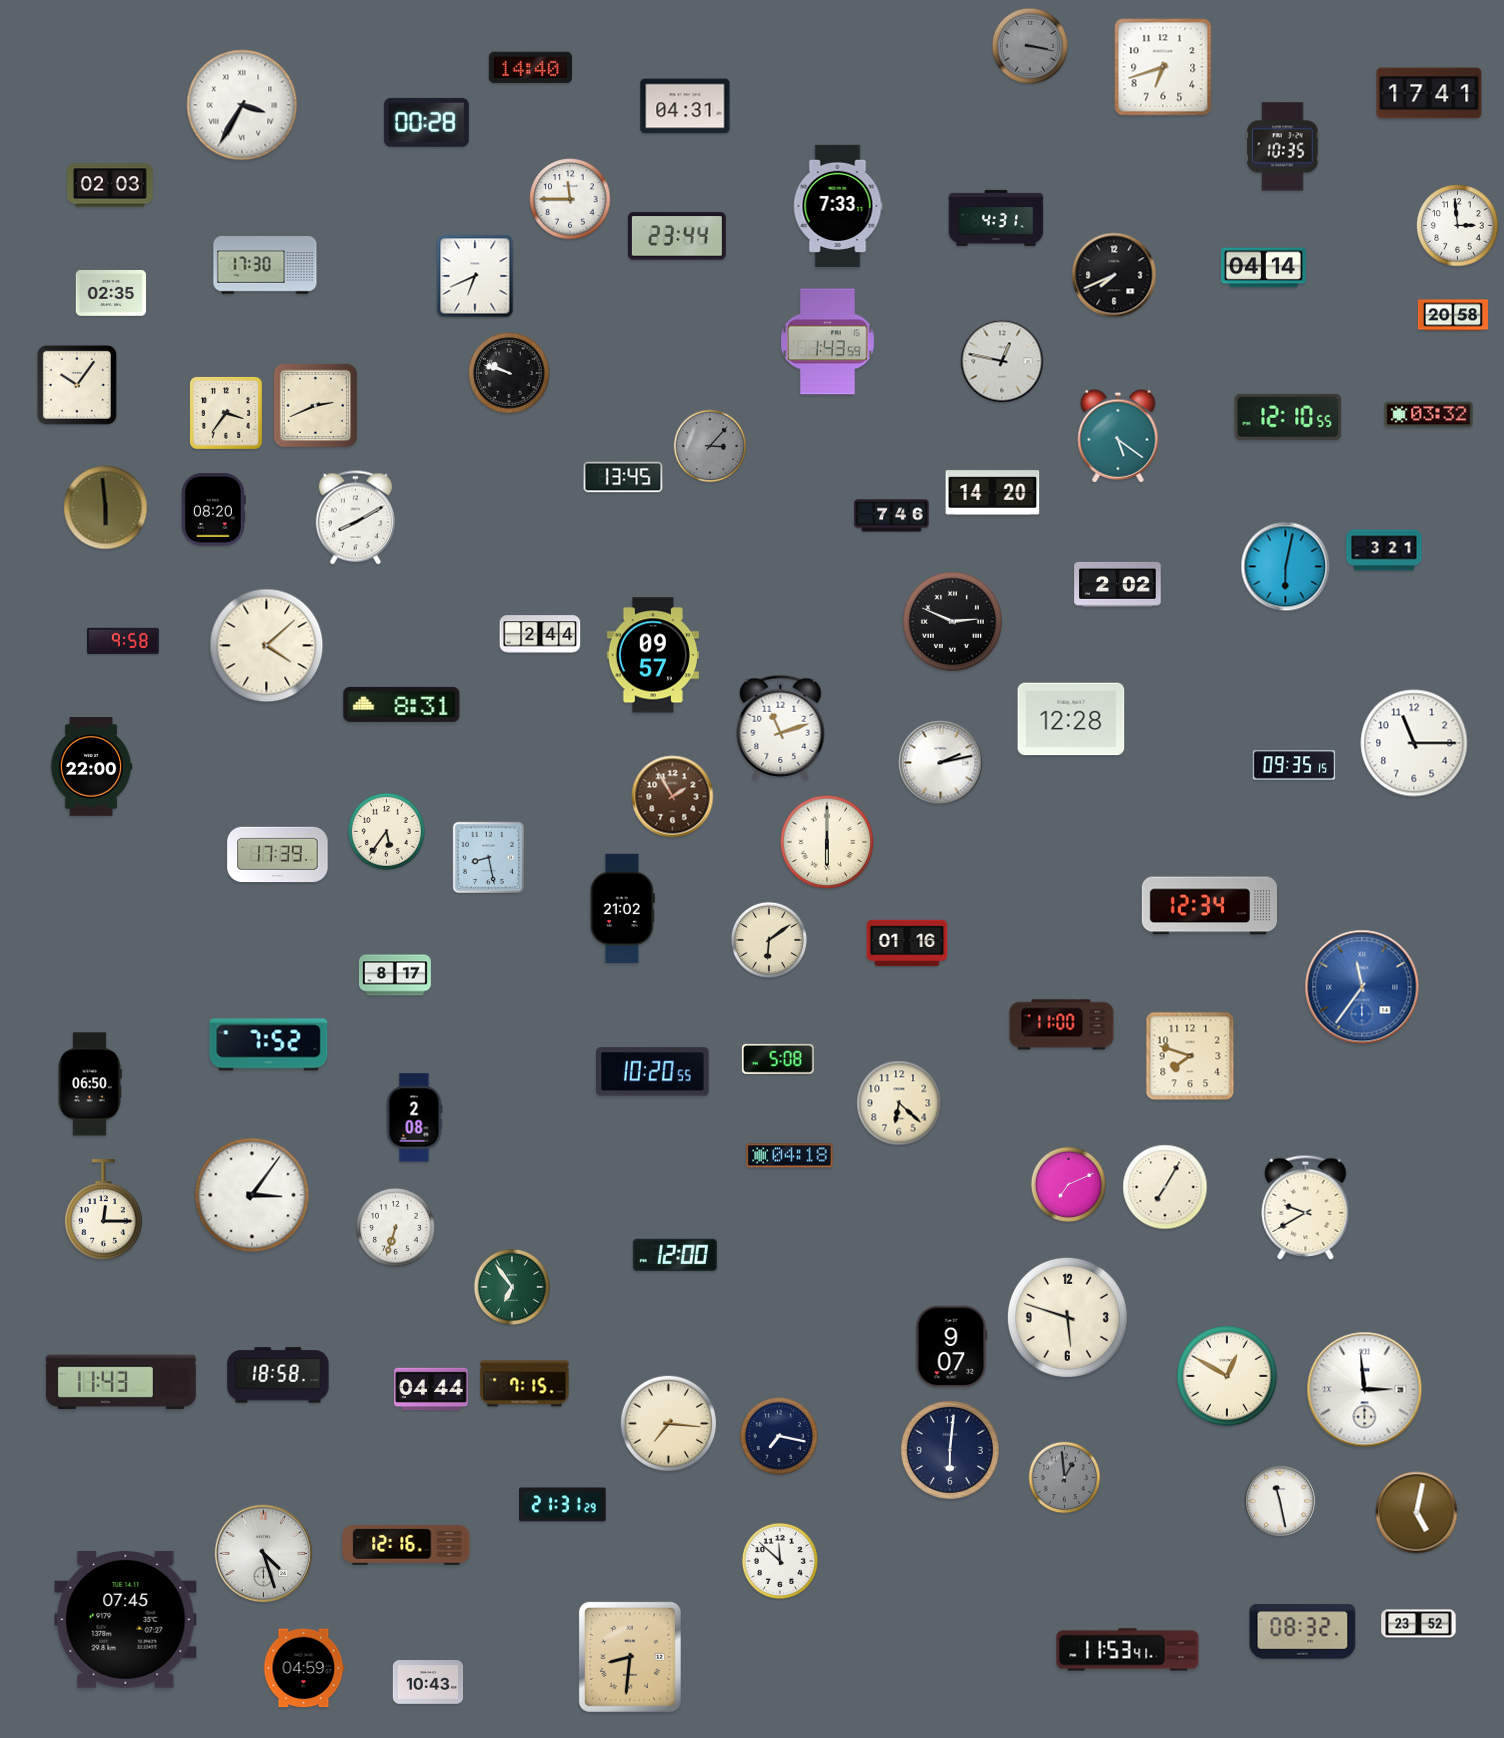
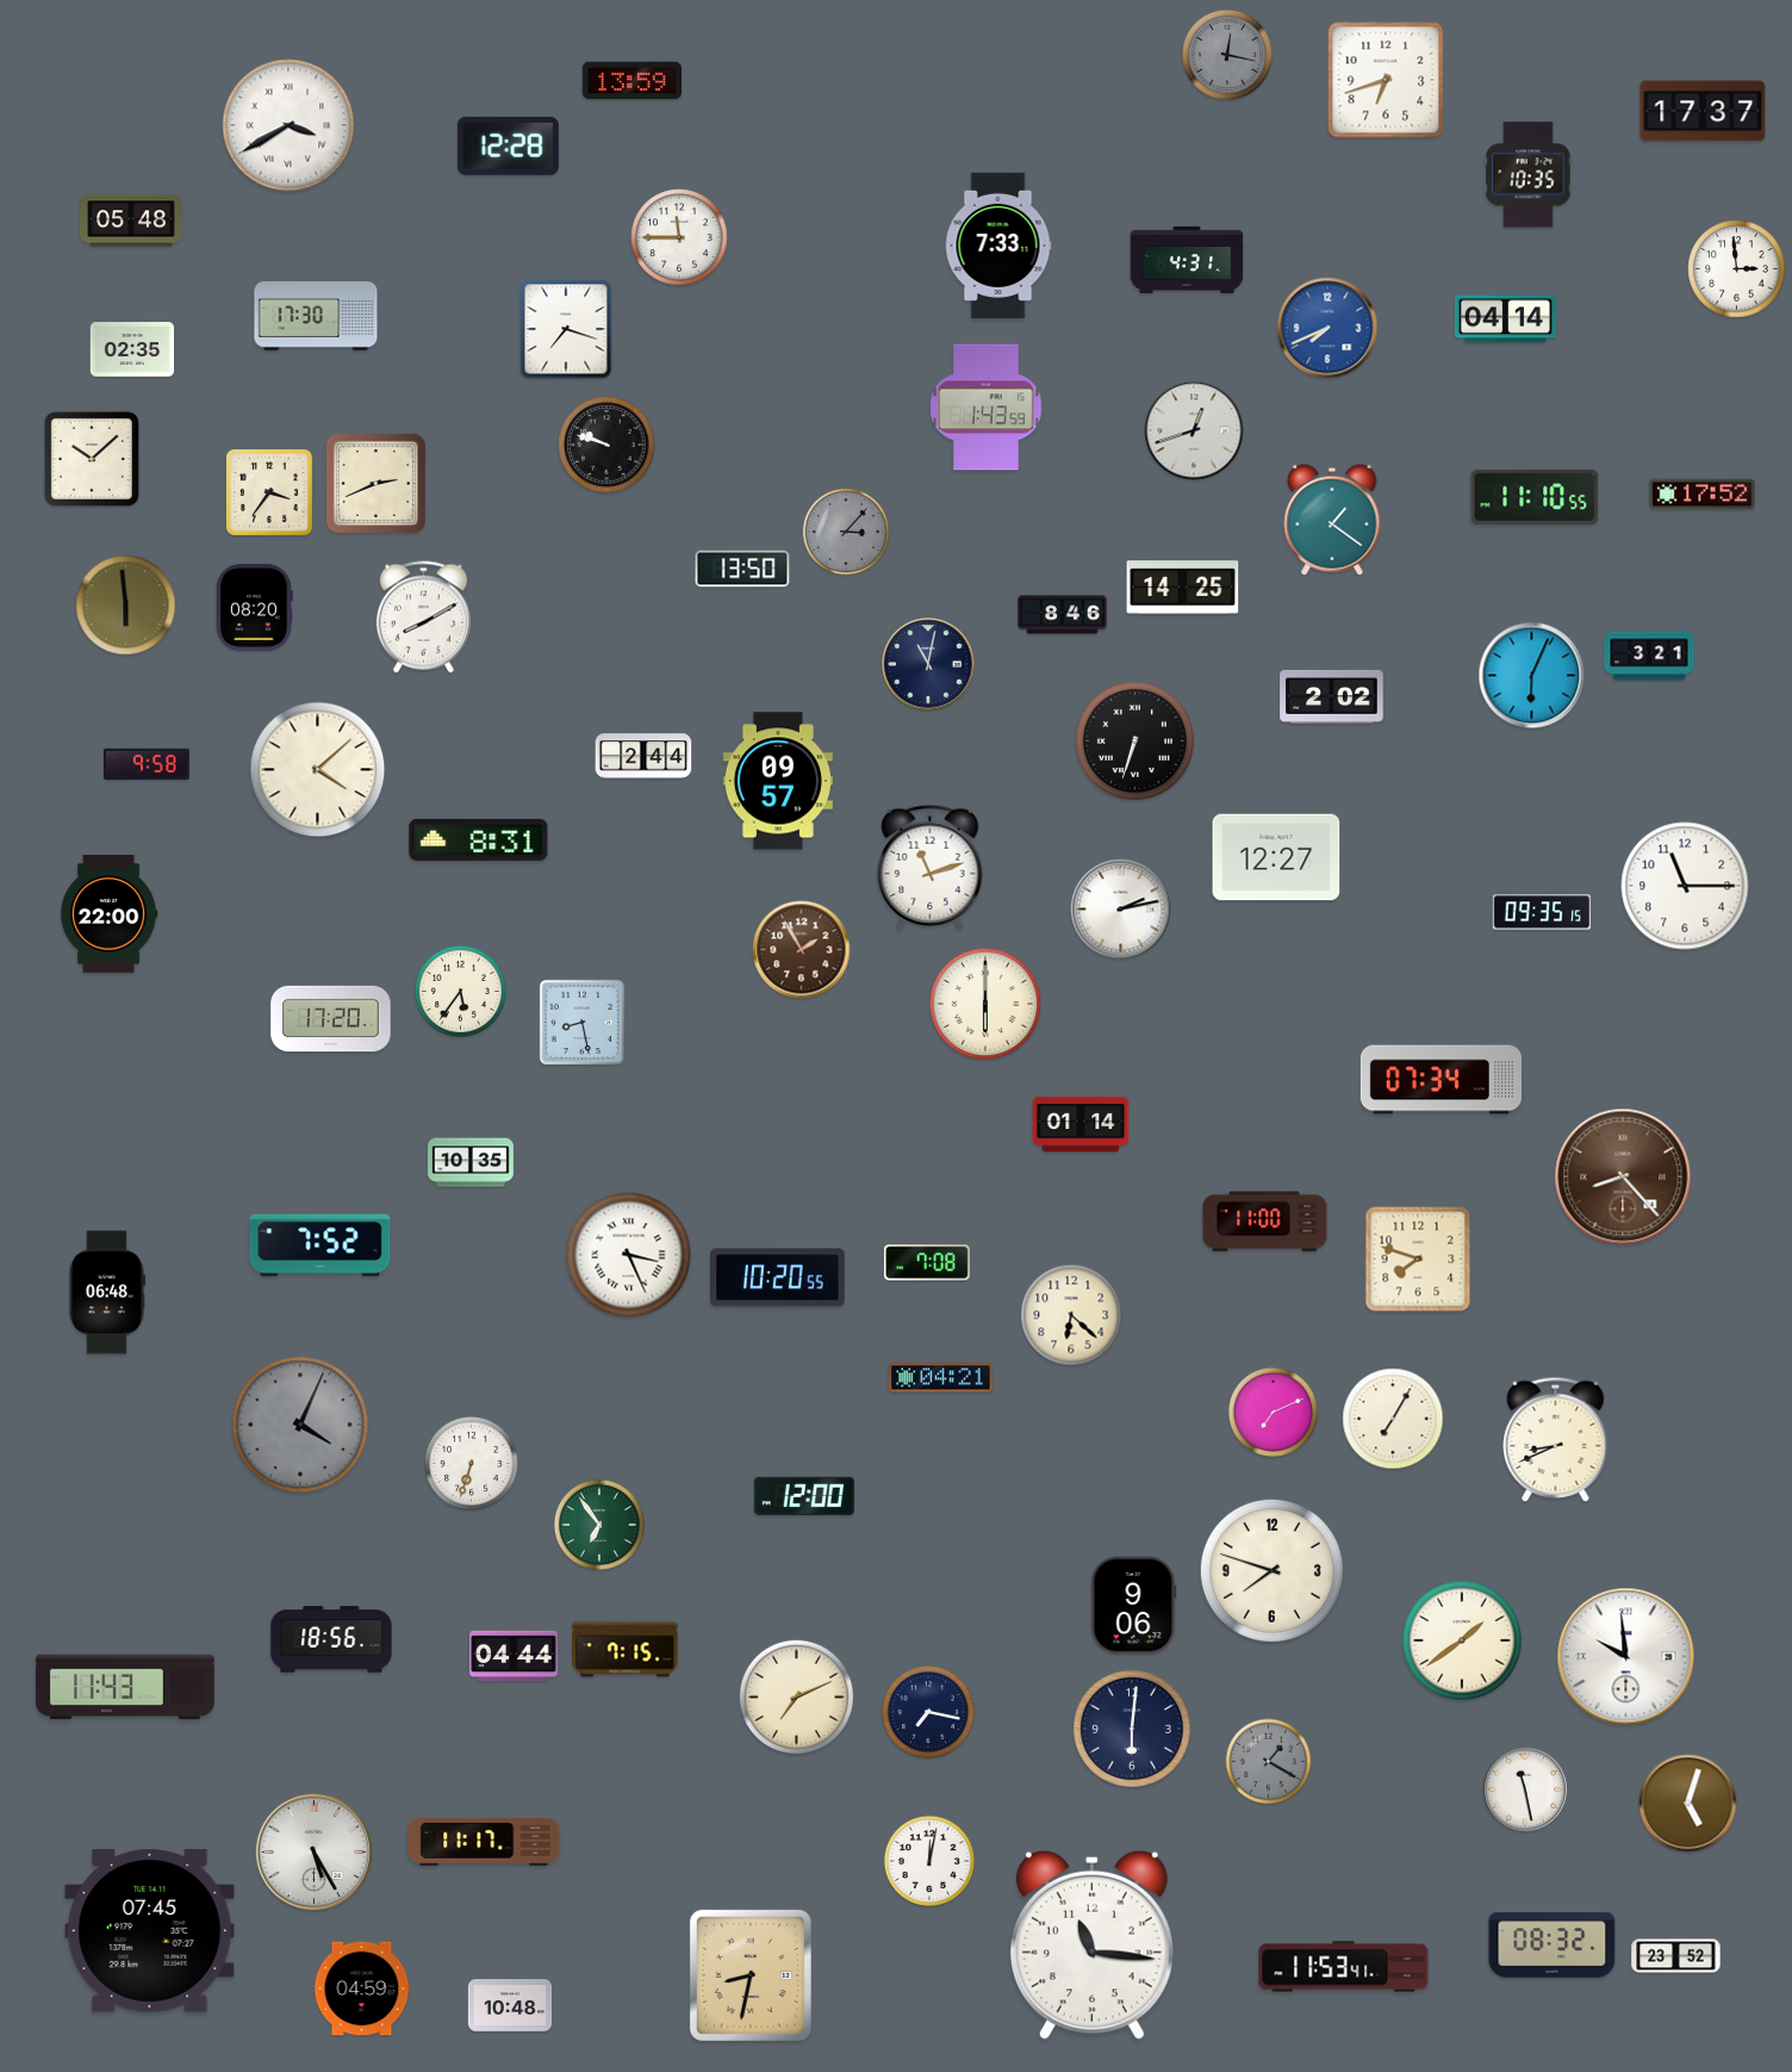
clock at (1030, 46): 3:17 -> 12:17
clock at (530, 68): 14:40 -> 13:59
clock at (1429, 93): 17:41 -> 17:37
clock at (242, 105): 3:35 -> 3:40
clock at (685, 106): 04:31 -> none
clock at (426, 122): 00:28 -> 12:28
clock at (110, 185): 02:03 -> 05:48
clock at (677, 236): 23:44 -> none
clock at (1114, 275) dial: black -> blue
clock at (475, 276): 6:41 -> 7:18
clock at (1453, 315): 20:58 -> none
clock at (1002, 361): 12:47 -> 12:42
clock at (77, 385): 10:06 -> 10:08
clock at (1429, 415): 03:32 -> 17:52
clock at (1288, 417): 12:10 -> 11:10
clock at (1118, 436): 5:21 -> 1:21
clock at (623, 477): 13:45 -> 13:50
clock at (993, 493): 14:20 -> 14:25
clock at (892, 516): 7:46 -> 8:46
clock at (928, 664): none -> 11:02
clock at (1286, 567): 6:02 -> 6:04
clock at (952, 621): 2:49 -> 6:33
clock at (1071, 719): 12:28 -> 12:27
clock at (278, 855): 17:39 -> 17:20
clock at (1209, 906): 12:34 -> 07:34
clock at (622, 908): 21:02 -> none
clock at (769, 940): 6:09 -> none
clock at (907, 943): 01:16 -> 01:14
clock at (395, 975): 8:17 -> 10:35
clock at (1362, 987): 11:36 -> 8:23
clock at (1362, 987) dial: blue -> brown
clock at (629, 1255): none -> 3:26
clock at (778, 1059): 5:08 -> 7:08
clock at (90, 1084): 06:50 -> 06:48
clock at (414, 1118): 2:08 -> none
clock at (790, 1156): 04:18 -> 04:21
clock at (1165, 1187) position: (1165, 1187) -> (1393, 1419)
clock at (252, 1195): 3:06 -> 4:04
clock at (252, 1195) dial: white -> grey
clock at (1306, 1207): 9:40 -> 8:41
clock at (103, 1210): 12:15 -> none
clock at (512, 1287) position: (512, 1287) -> (599, 1525)
clock at (1067, 1317): 5:48 -> 7:48
clock at (952, 1347): 9:07 -> 9:06
clock at (278, 1375): 18:58 -> 18:56
clock at (1227, 1376): 12:50 -> 1:39
clock at (121, 1382) position: (121, 1382) -> (125, 1687)
clock at (1365, 1390): 2:59 -> 9:59
clock at (669, 1424): 7:16 -> 7:11
clock at (1065, 1478): 12:59 -> 1:20
clock at (563, 1505): 21:31 -> none
clock at (1417, 1513): 5:02 -> 5:03
clock at (406, 1545): 12:16 -> 11:17
clock at (264, 1554): 4:27 -> 5:25
clock at (780, 1561): 11:52 -> 12:02
clock at (1419, 1624) position: (1419, 1624) -> (1676, 1956)
clock at (1091, 1944): none -> 11:16
clock at (630, 1657): 8:31 -> 8:32
clock at (428, 1682): 10:43 -> 10:48
